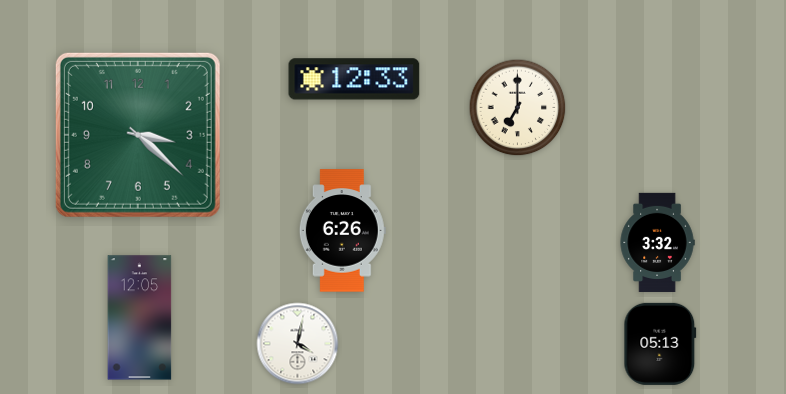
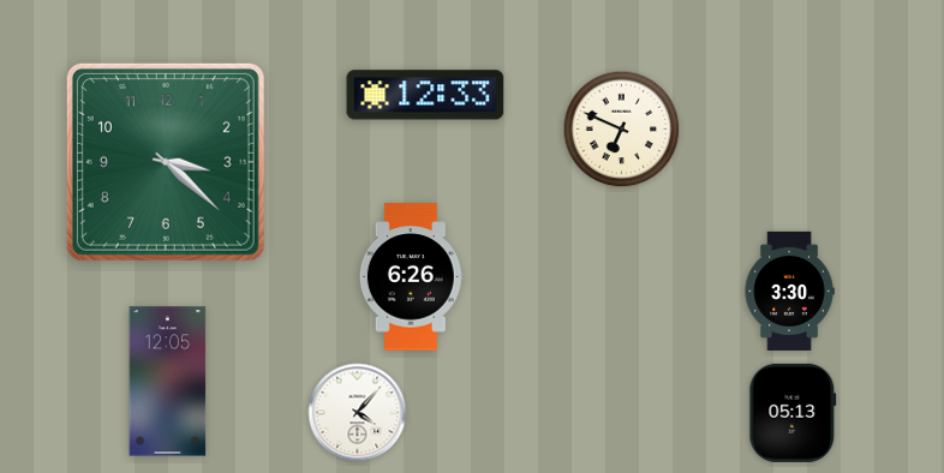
clock at (518, 108): 7:00 -> 6:49
clock at (657, 242): 3:32 -> 3:30
clock at (298, 344): 4:02 -> 4:07
